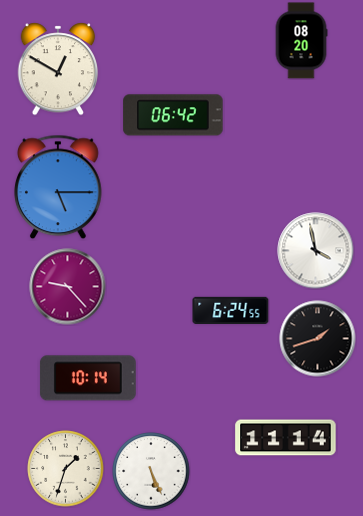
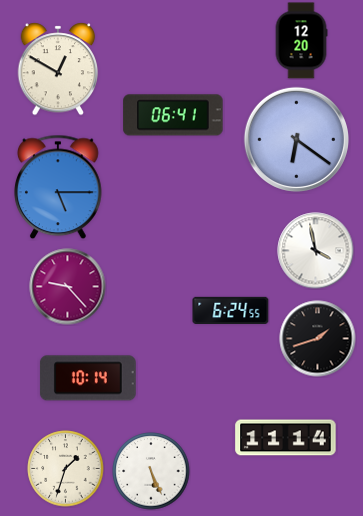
clock at (301, 41): 08:20 -> 12:20
clock at (173, 115): 06:42 -> 06:41
clock at (296, 139): none -> 6:21
